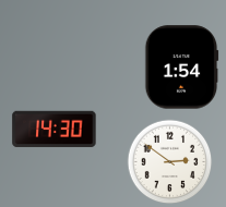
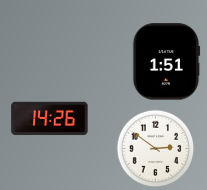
clock at (181, 68): 1:54 -> 1:51
clock at (55, 130): 14:30 -> 14:26
